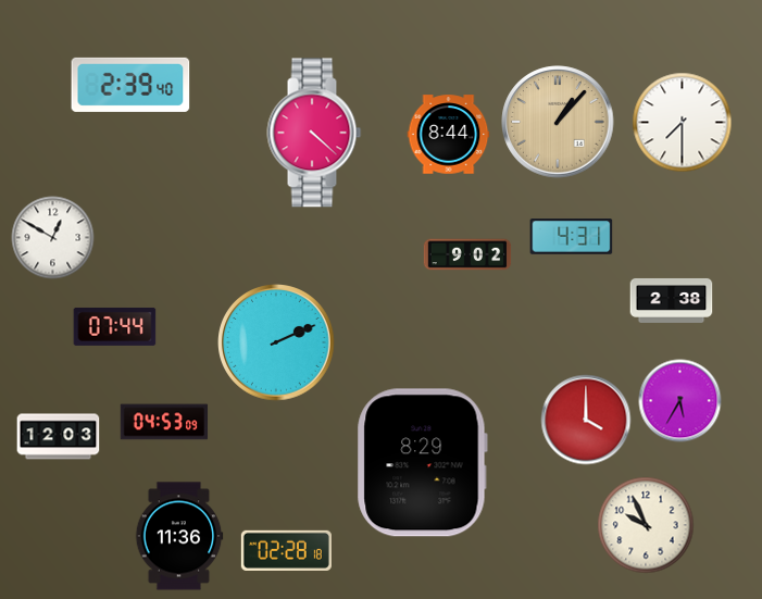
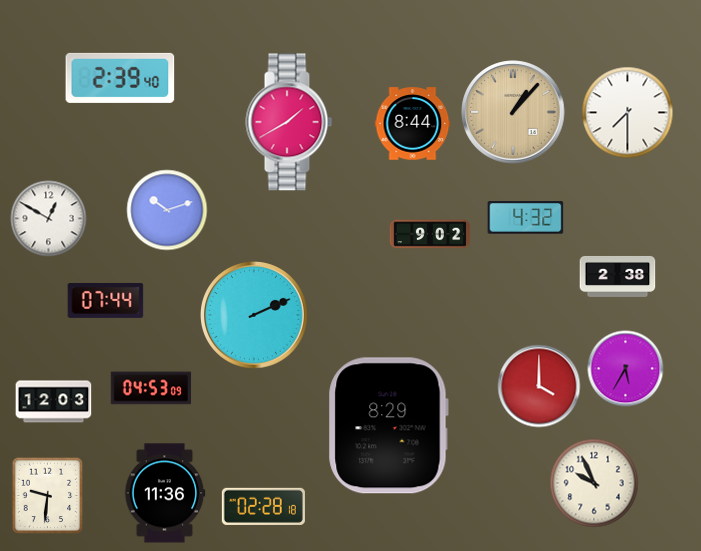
clock at (314, 133): 4:22 -> 1:40
clock at (167, 210): none -> 10:12
clock at (572, 237): 4:31 -> 4:32
clock at (48, 495): none -> 9:31
